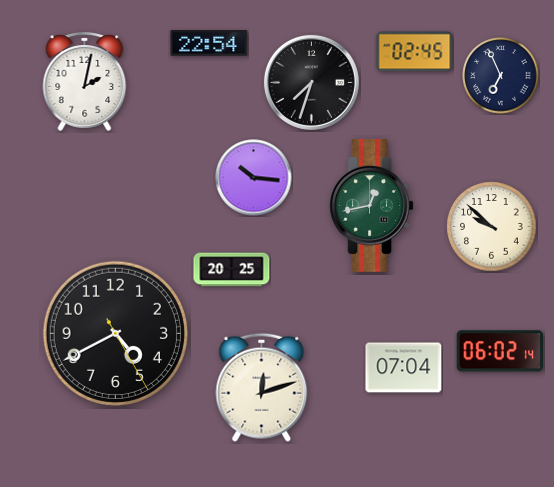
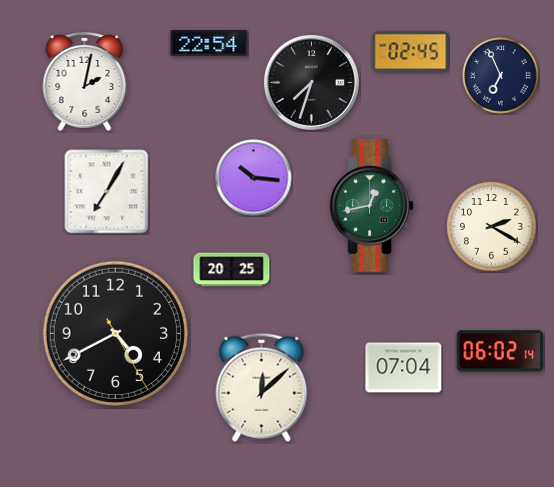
clock at (415, 52) position: (415, 52) -> (411, 52)
clock at (107, 192): none -> 7:05
clock at (492, 227): 9:52 -> 2:20
clock at (262, 387): 12:12 -> 12:08
